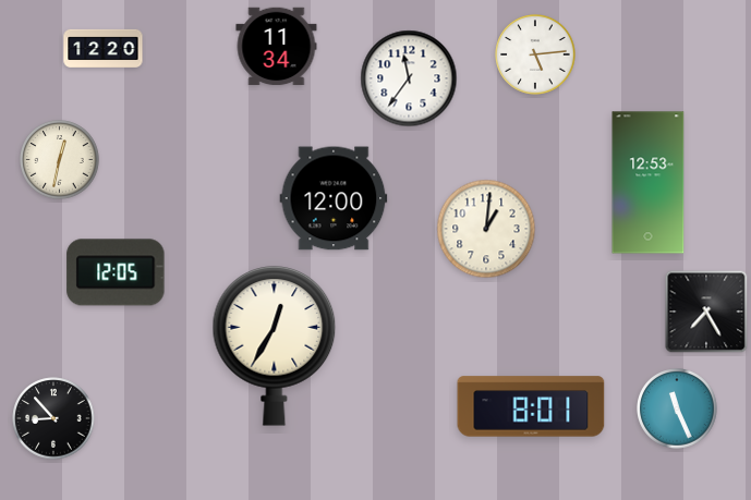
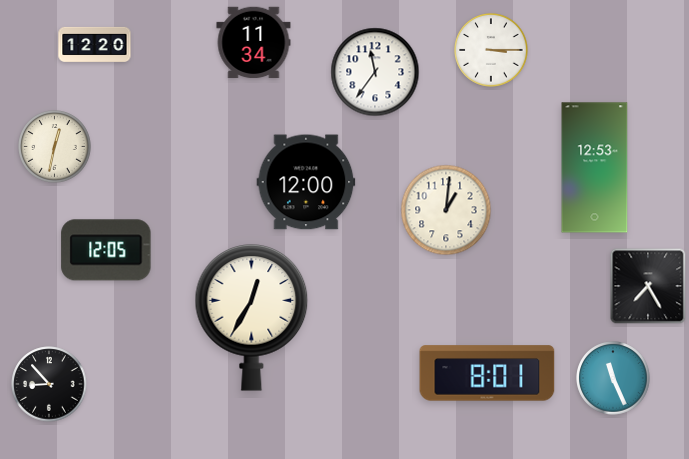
clock at (535, 54): 5:14 -> 3:15
clock at (677, 408) position: (677, 408) -> (613, 378)
